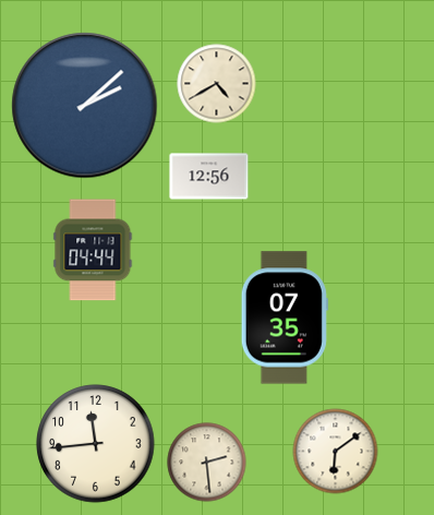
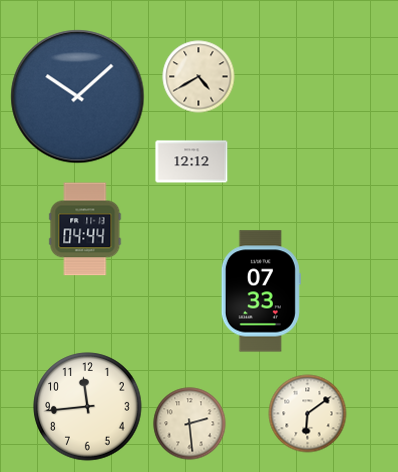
clock at (85, 106): 2:08 -> 10:08
clock at (209, 177): 12:56 -> 12:12
clock at (285, 318): 07:35 -> 07:33
